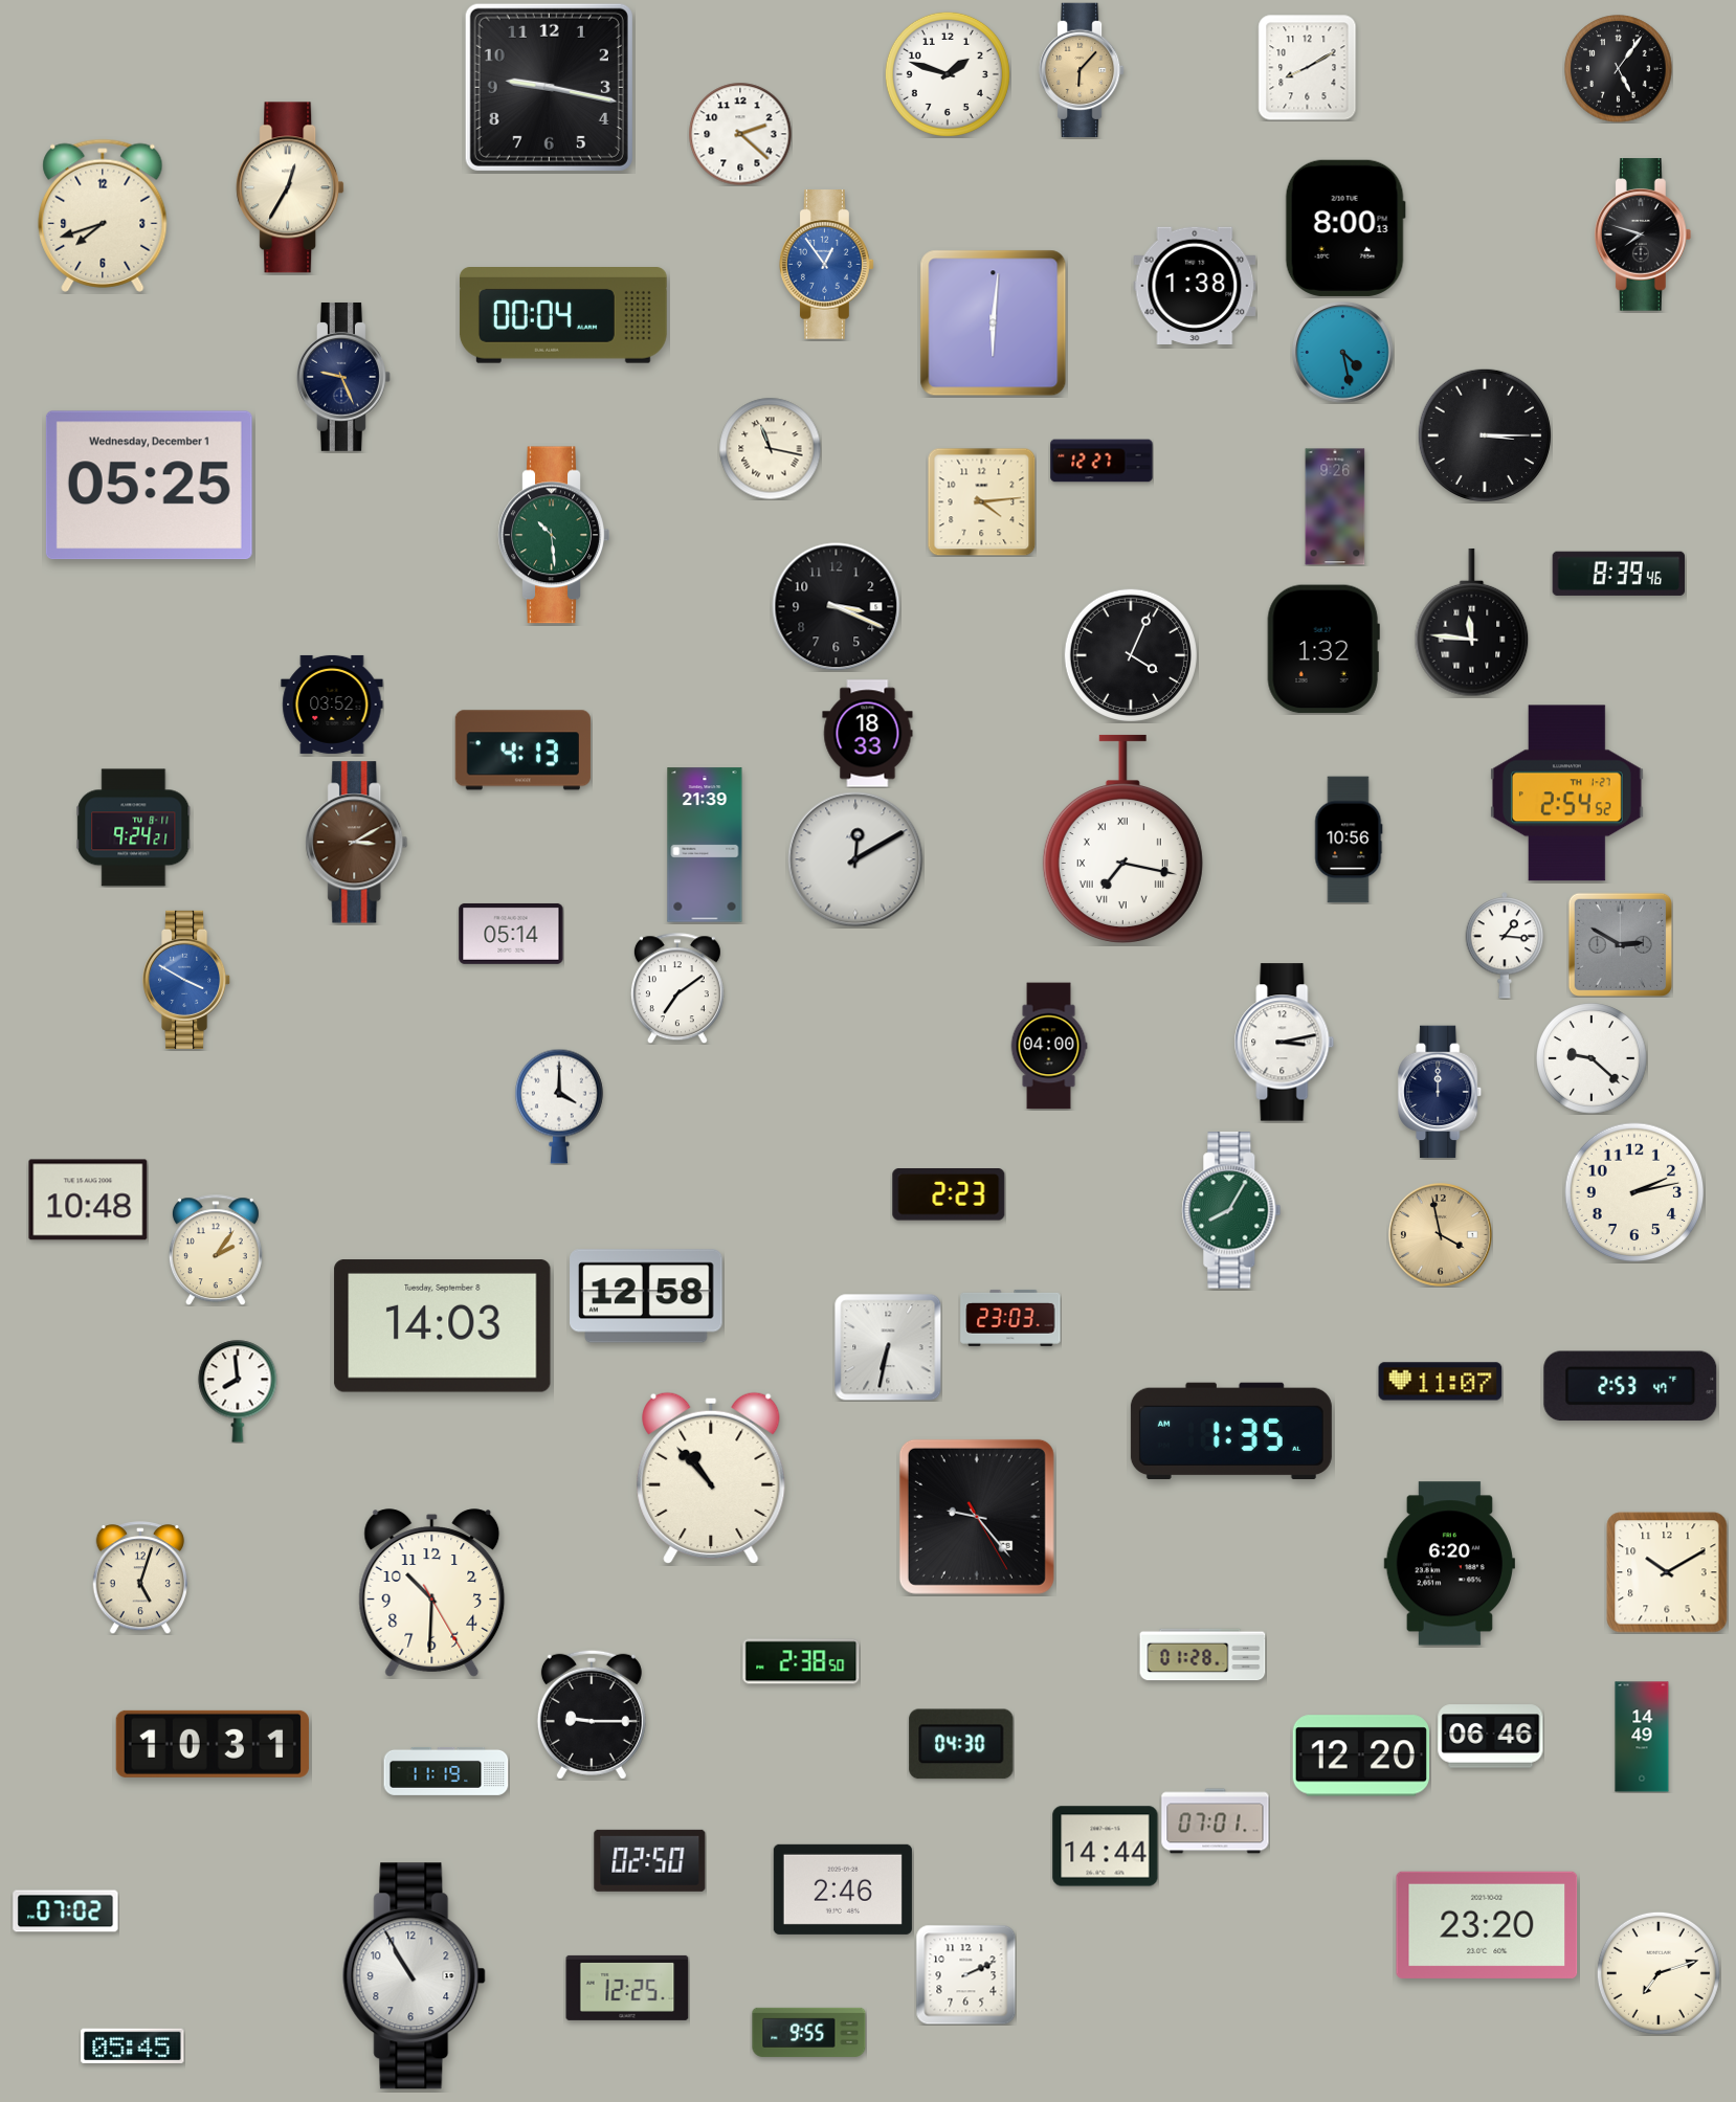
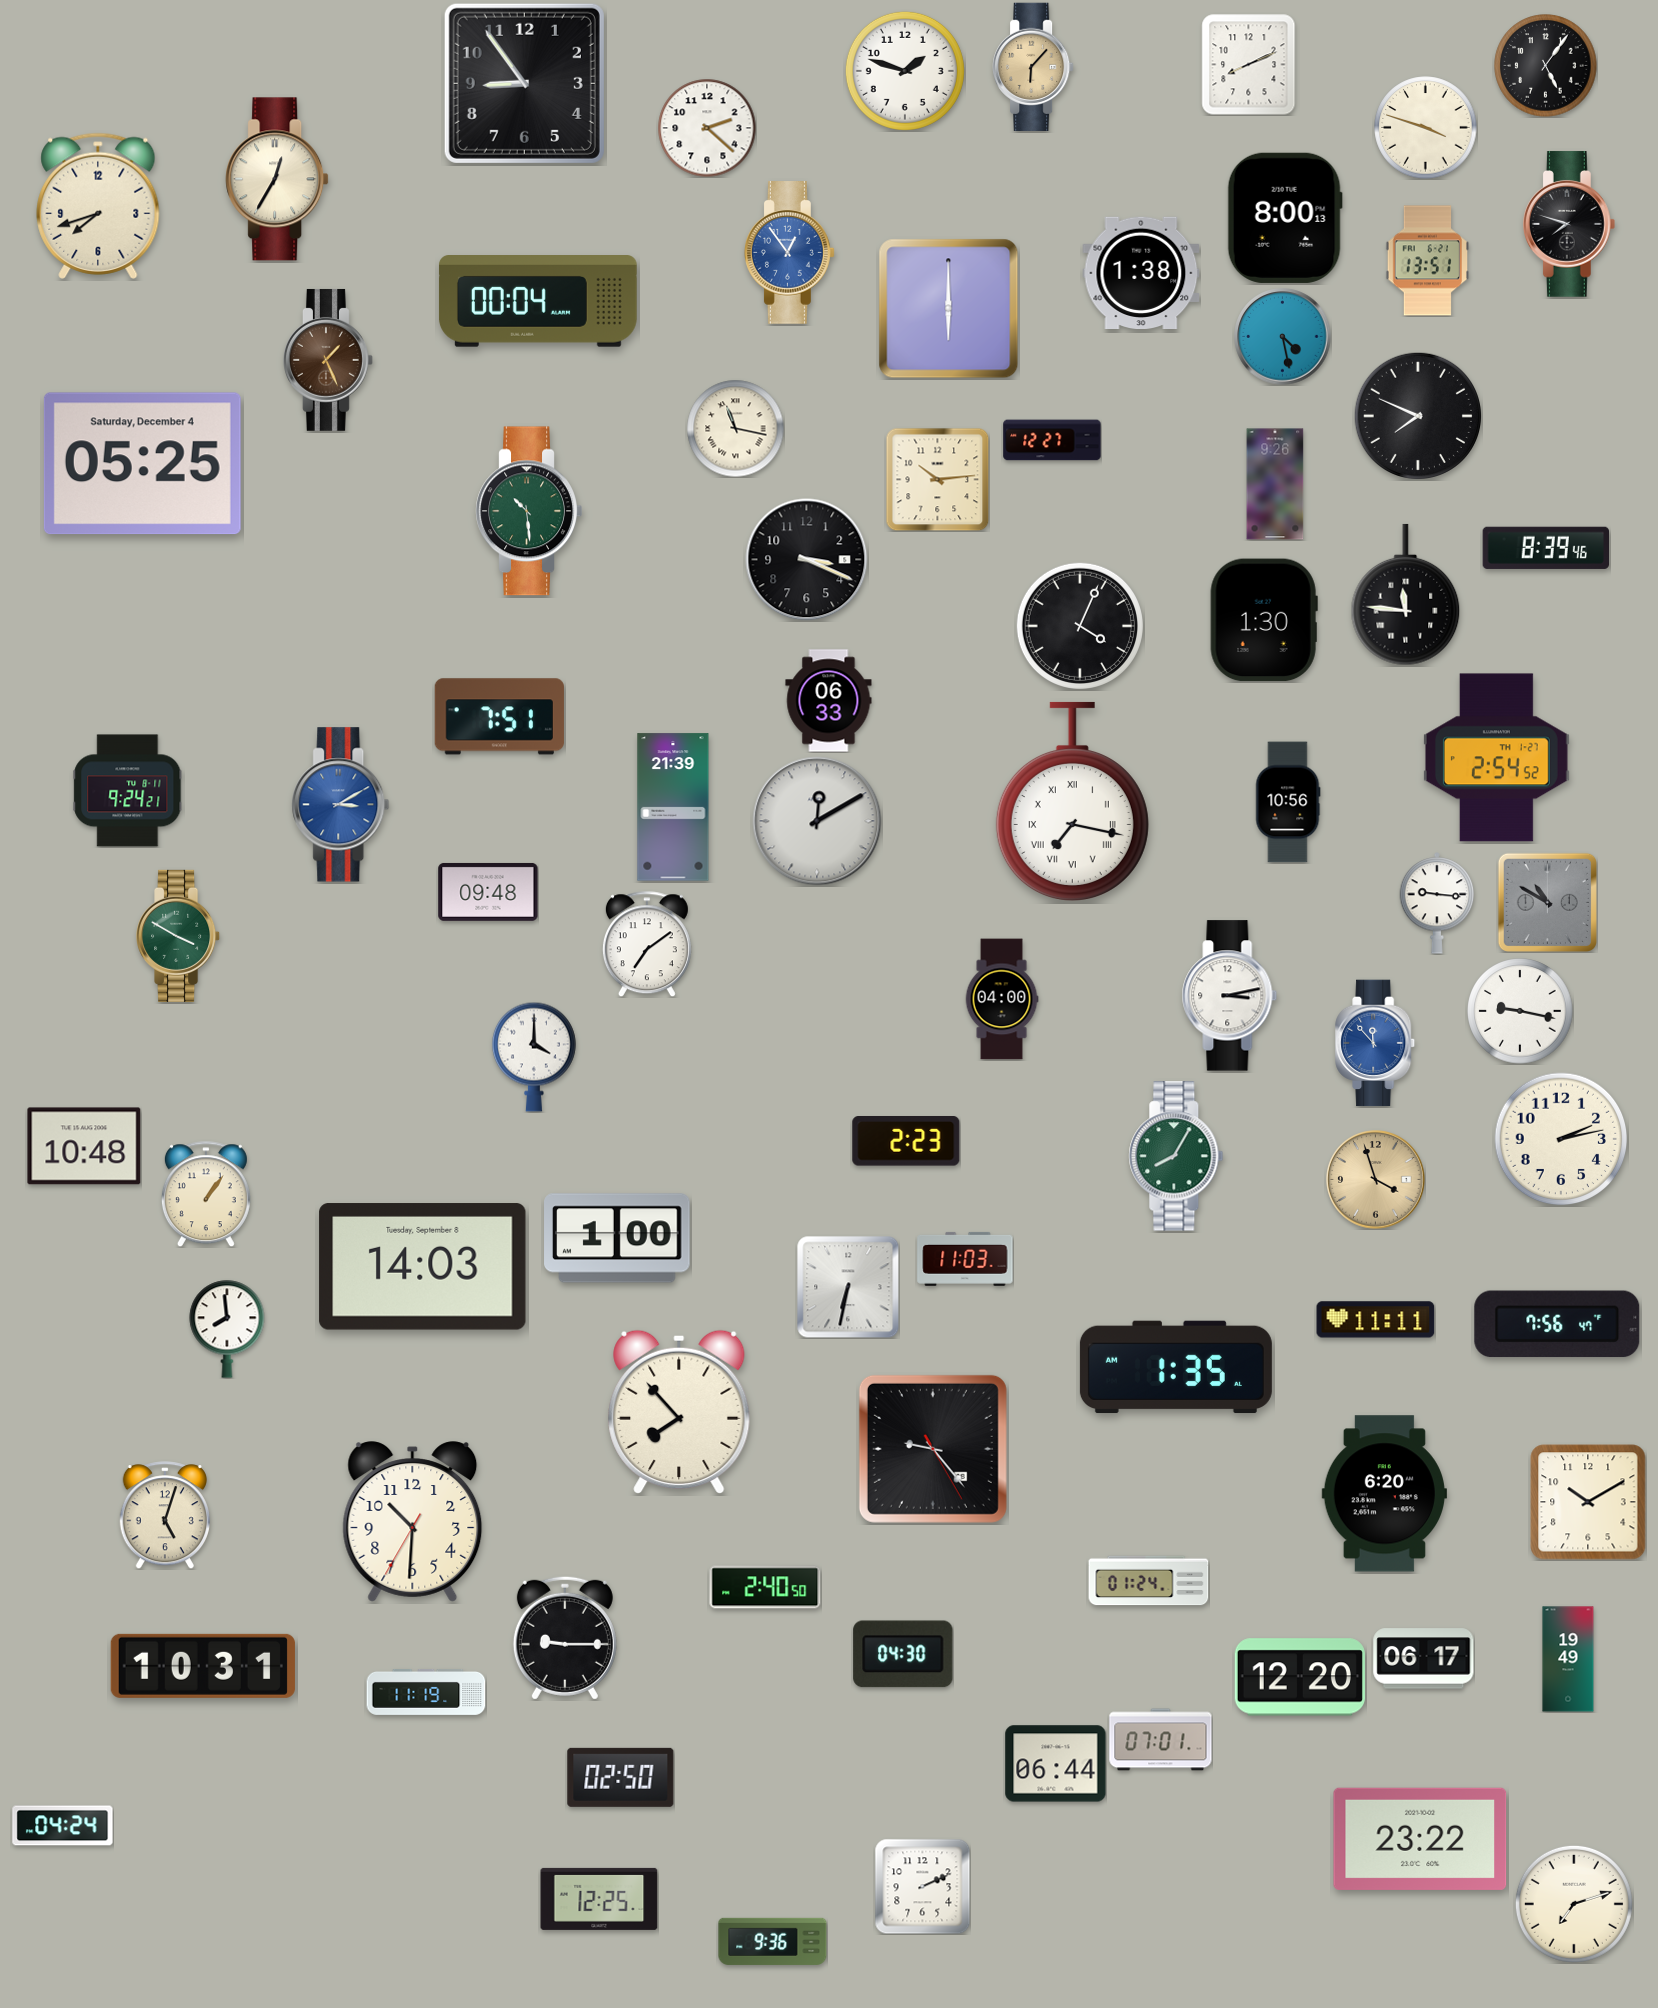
clock at (1308, 67): 8:10 -> 8:11
clock at (549, 87): 9:17 -> 8:54
clock at (1426, 128): none -> 3:48
clock at (1427, 261): none -> 13:51
clock at (994, 323): 6:01 -> 6:00
clock at (344, 377): 9:26 -> 1:26
clock at (344, 377) dial: navy -> brown
clock at (1485, 435): 3:15 -> 7:49
clock at (149, 486) date: Wednesday, December 1 -> Saturday, December 4
clock at (981, 501): 4:14 -> 10:14
clock at (837, 607) position: (837, 607) -> (807, 560)
clock at (1323, 649): 1:32 -> 1:30
clock at (332, 705): 03:52 -> none
clock at (868, 734): 18:33 -> 06:33
clock at (522, 751): 4:13 -> 7:51
clock at (357, 843) dial: brown -> blue
clock at (511, 934): 05:14 -> 09:48
clock at (1620, 944): 2:50 -> 10:50
clock at (1505, 945): 1:16 -> 9:16
clock at (187, 980) dial: blue -> green
clock at (1285, 1043) position: (1285, 1043) -> (1230, 996)
clock at (1592, 1058): 9:22 -> 9:17
clock at (1441, 1092): 12:00 -> 11:53
clock at (1441, 1092) dial: navy -> blue
clock at (1441, 1235): 3:58 -> 3:57
clock at (216, 1250): 2:06 -> 1:06
clock at (646, 1296): 12:58 -> 1:00
clock at (1010, 1318): 23:03 -> 11:03
clock at (1441, 1382): 11:07 -> 11:11
clock at (1630, 1386): 2:53 -> 7:56
clock at (711, 1478): 10:53 -> 7:53
clock at (1667, 1572) position: (1667, 1572) -> (1588, 1502)
clock at (139, 1578) position: (139, 1578) -> (164, 1515)
clock at (432, 1593): 10:30:25 -> 10:30:35
clock at (1203, 1655): 01:28 -> 01:24
clock at (801, 1661): 2:38 -> 2:40
clock at (1491, 1737): 06:46 -> 06:17
clock at (1642, 1737): 14:49 -> 19:49
clock at (961, 1744) position: (961, 1744) -> (903, 1654)
clock at (1106, 1847): 14:44 -> 06:44
clock at (843, 1889): 2:46 -> none
clock at (66, 1911): 07:02 -> 04:24
clock at (1487, 1925): 23:20 -> 23:22
clock at (1659, 1973) position: (1659, 1973) -> (1574, 1904)
clock at (415, 1976): 10:55 -> none
clock at (809, 2032): 9:55 -> 9:36
clock at (133, 2045): 05:45 -> none
